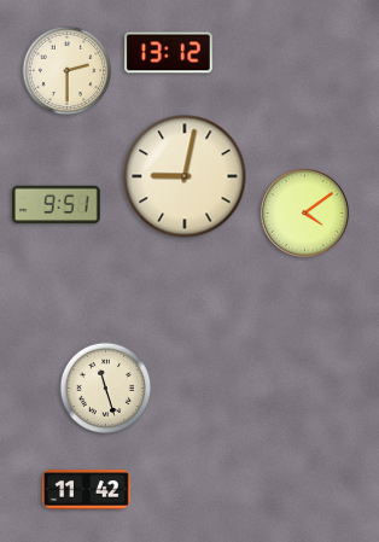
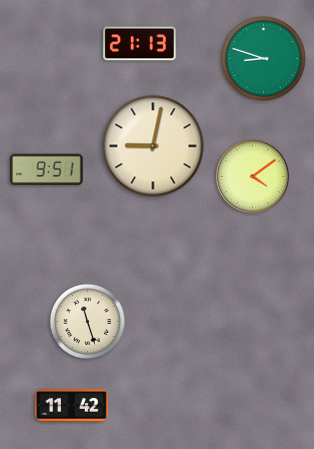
clock at (169, 53): 13:12 -> 21:13
clock at (263, 58): none -> 8:48
clock at (68, 71): 2:30 -> none
